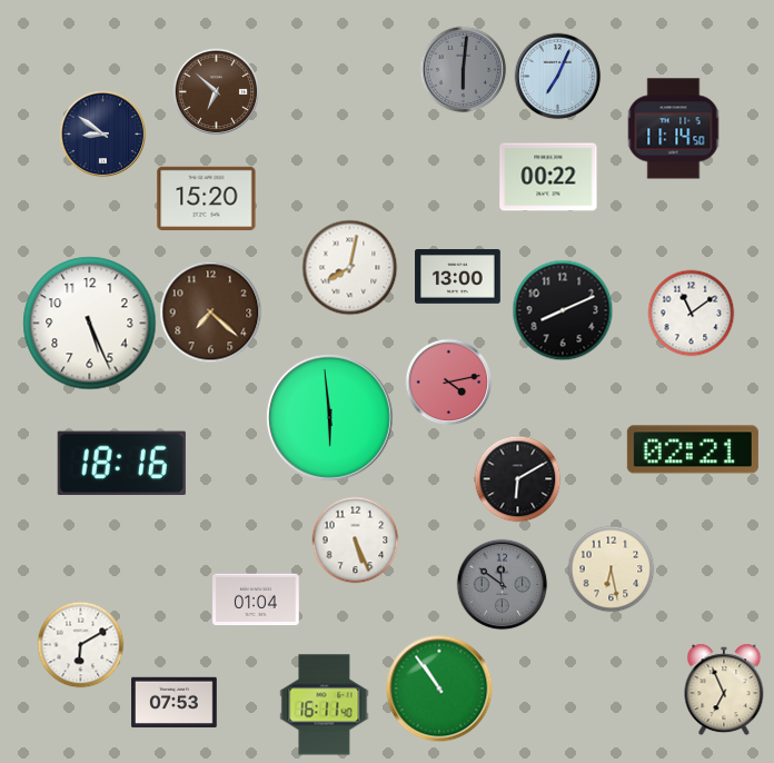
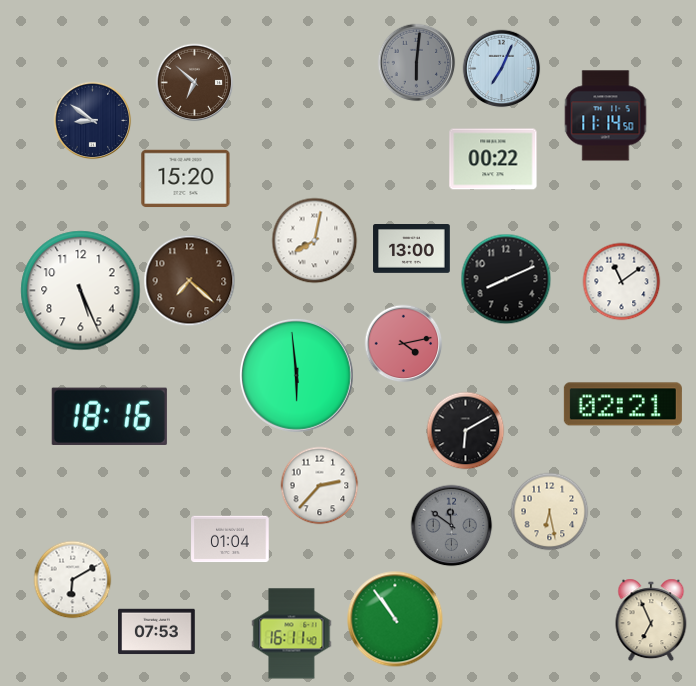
clock at (355, 539): 5:26 -> 2:37
